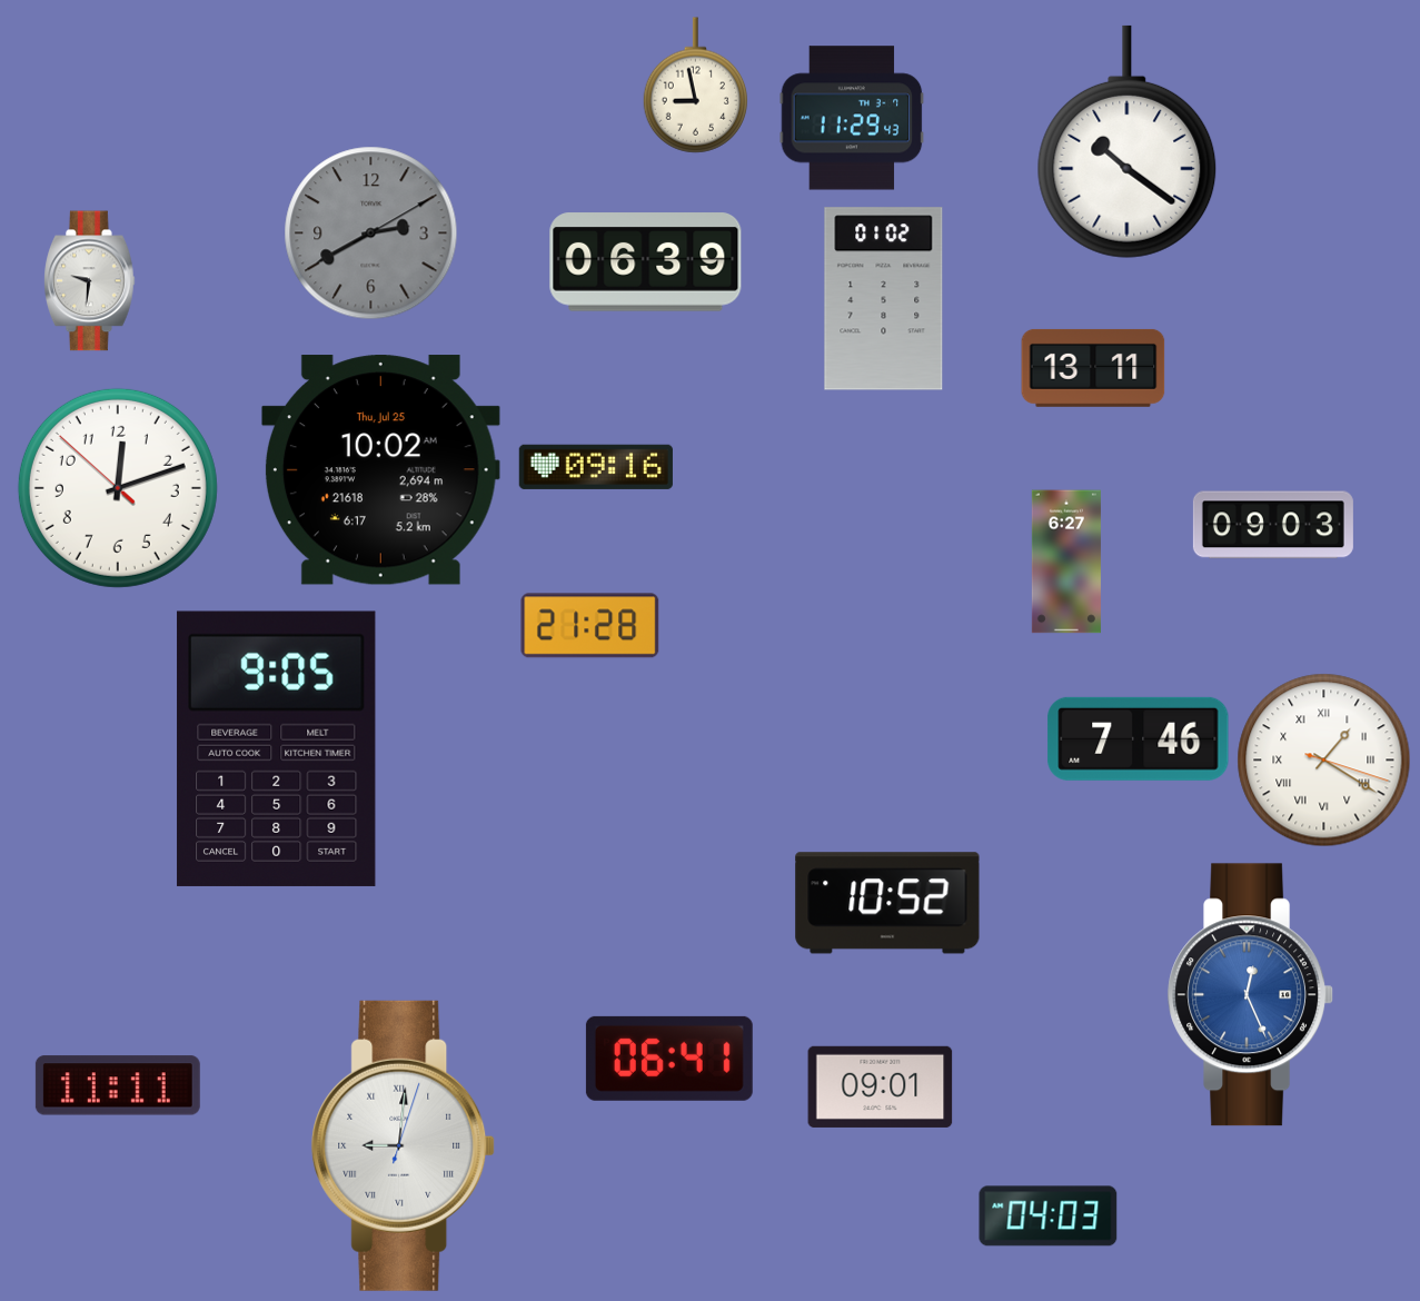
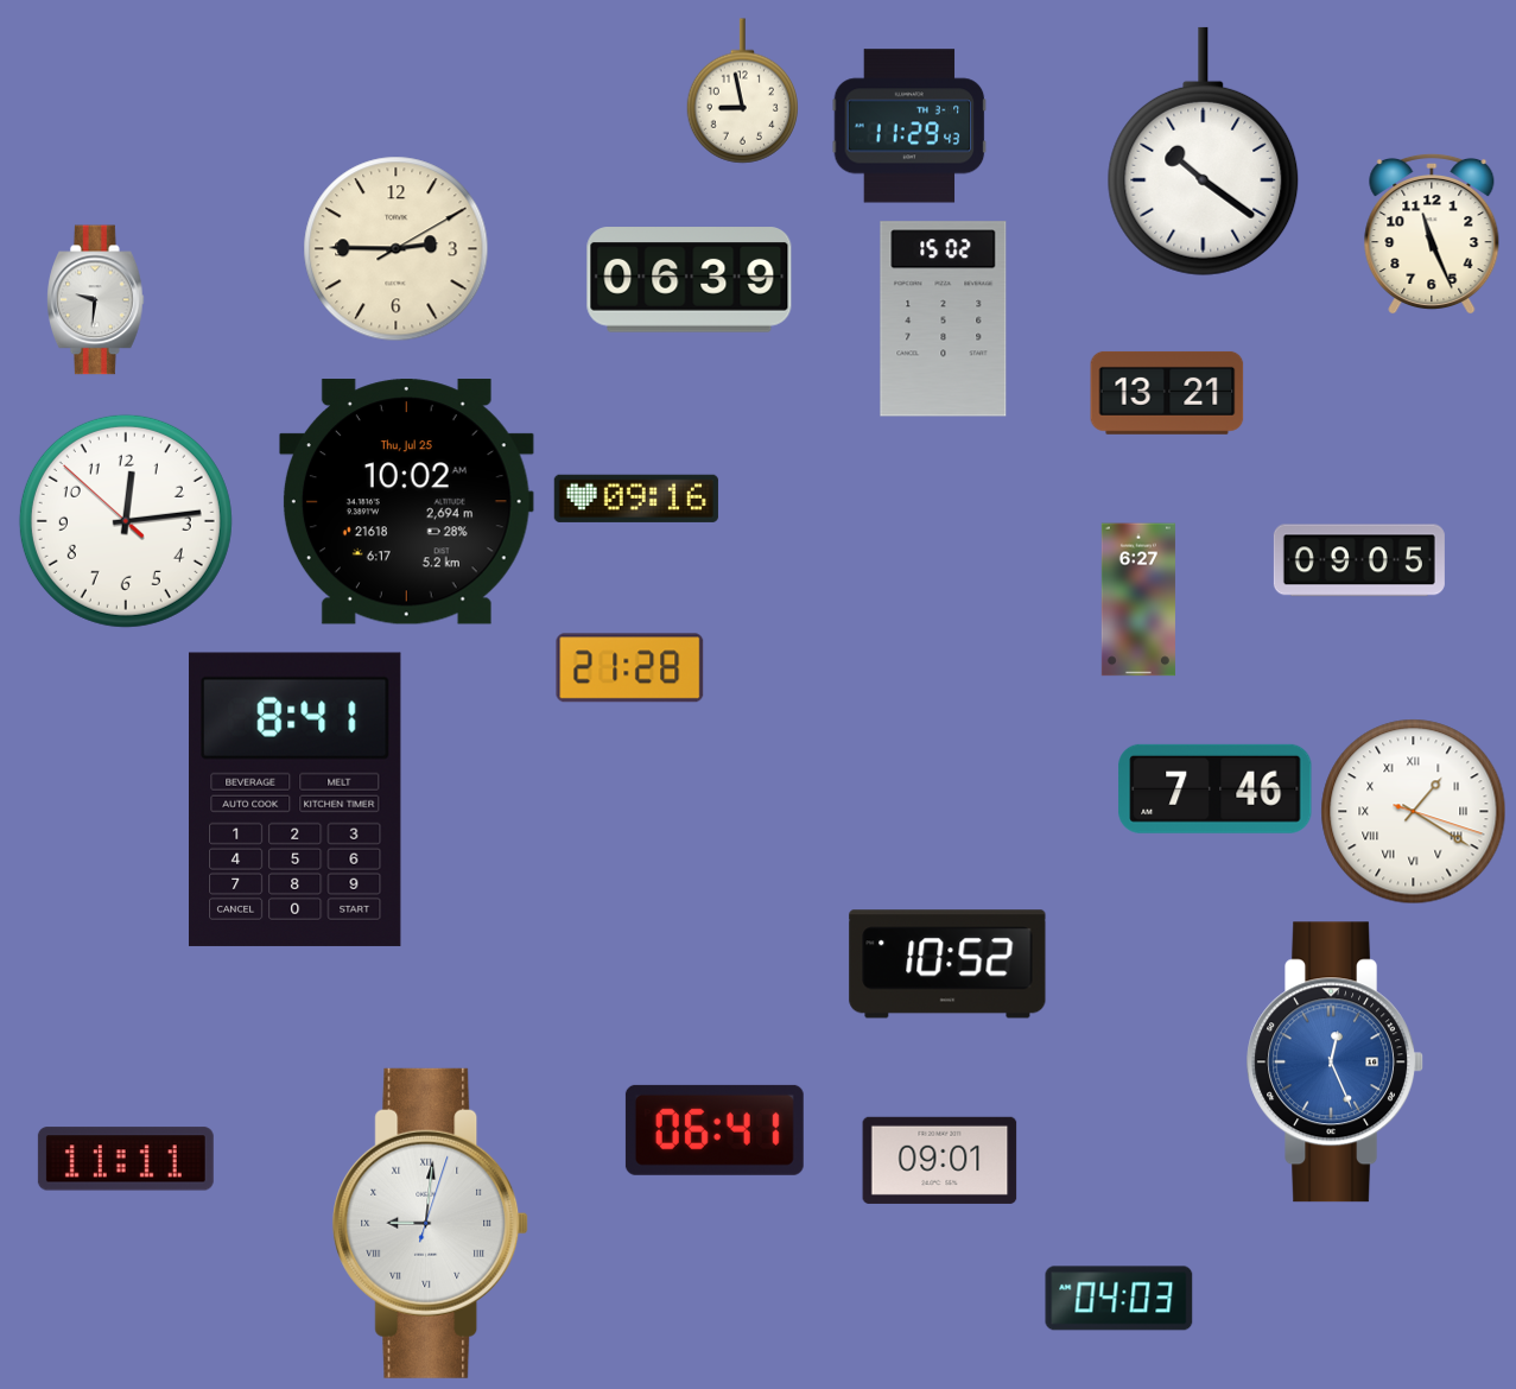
clock at (1432, 234): none -> 11:26
clock at (371, 234): 2:40 -> 2:45
clock at (371, 234) dial: grey -> cream
clock at (884, 299): 01:02 -> 15:02
clock at (1093, 368): 13:11 -> 13:21
clock at (118, 488): 12:11 -> 12:13
clock at (1273, 525): 09:03 -> 09:05
clock at (277, 748): 9:05 -> 8:41
